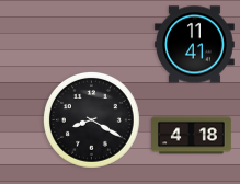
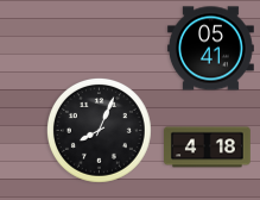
clock at (195, 45): 11:41 -> 05:41
clock at (91, 119): 8:20 -> 8:04
